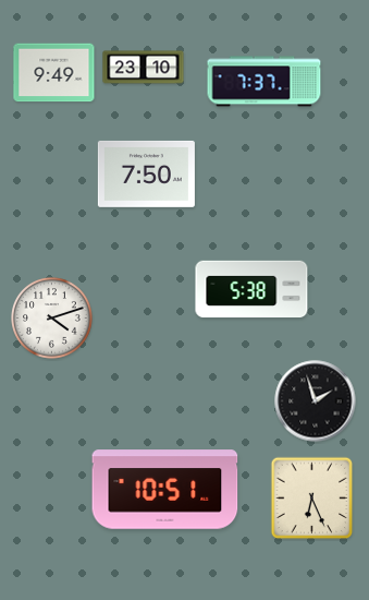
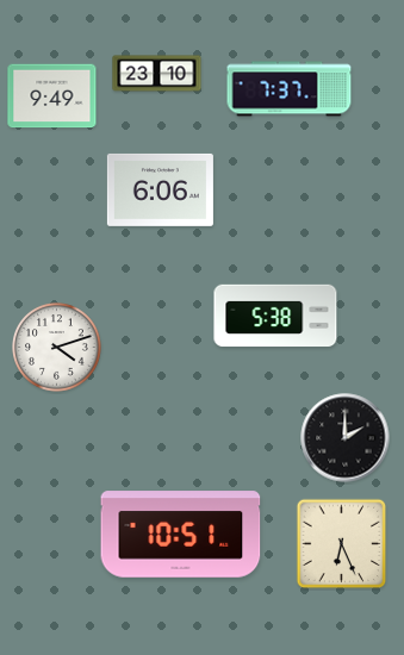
clock at (54, 73) position: (54, 73) -> (52, 96)
clock at (146, 173): 7:50 -> 6:06
clock at (316, 401): 1:57 -> 2:00
